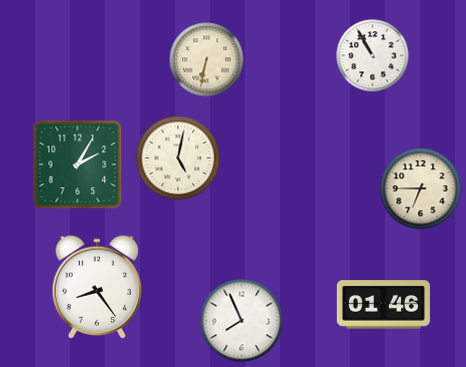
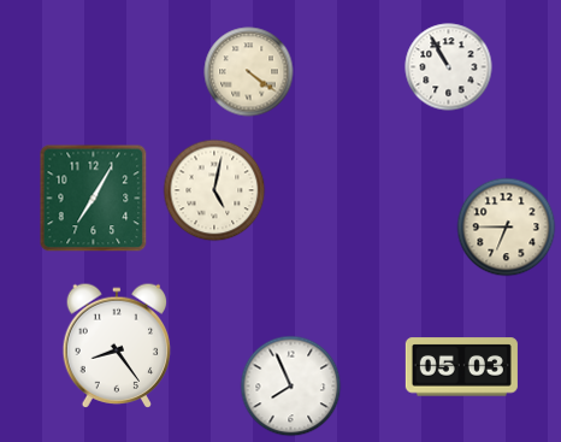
clock at (207, 60): 6:32 -> 4:21
clock at (78, 165): 2:05 -> 7:05
clock at (383, 305): 01:46 -> 05:03
